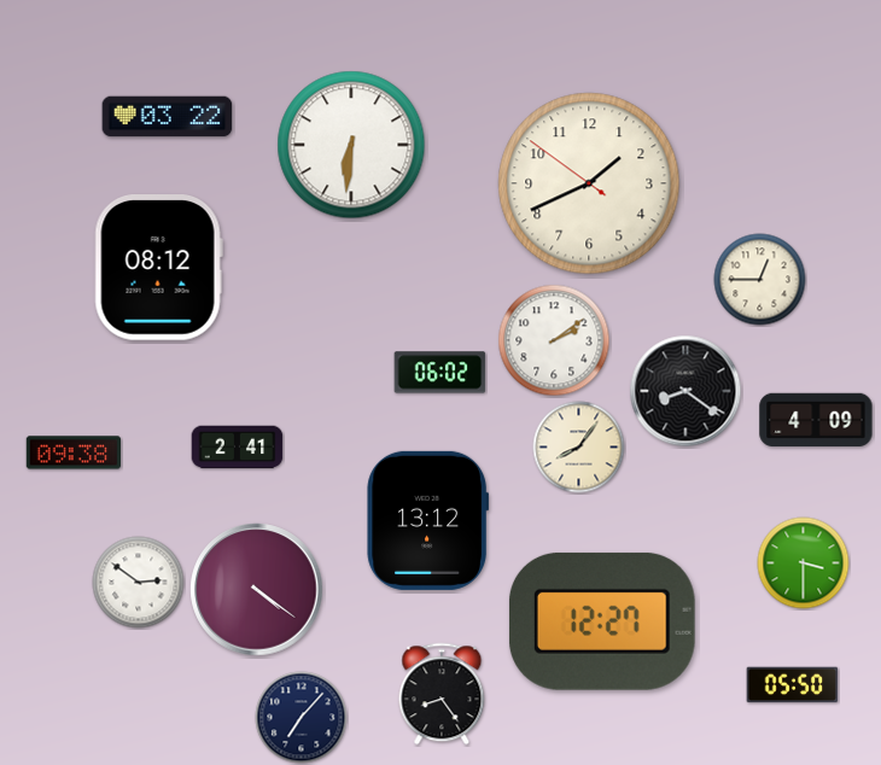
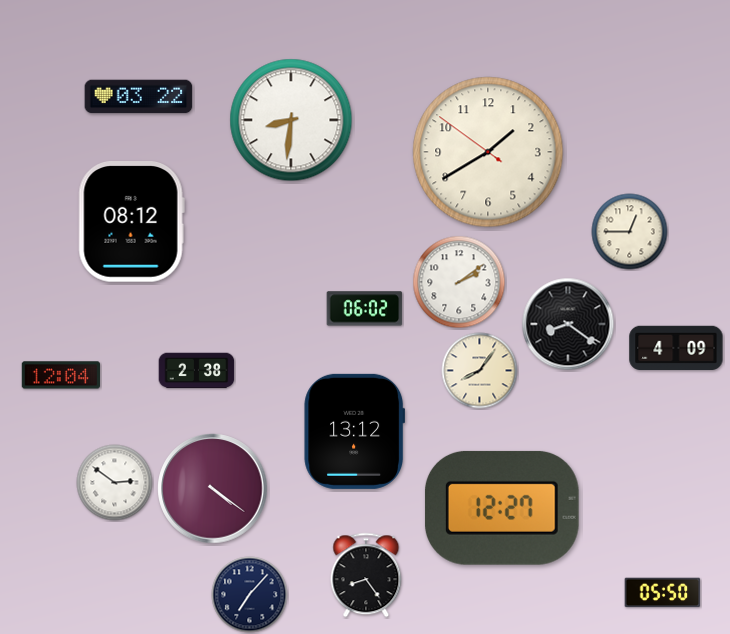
clock at (351, 145): 6:31 -> 8:31
clock at (589, 183): 1:40 -> 1:39
clock at (238, 448): 2:41 -> 2:38
clock at (74, 452): 09:38 -> 12:04
clock at (804, 563): 3:30 -> none
clock at (602, 621) position: (602, 621) -> (502, 508)
clock at (793, 685) position: (793, 685) -> (663, 593)
